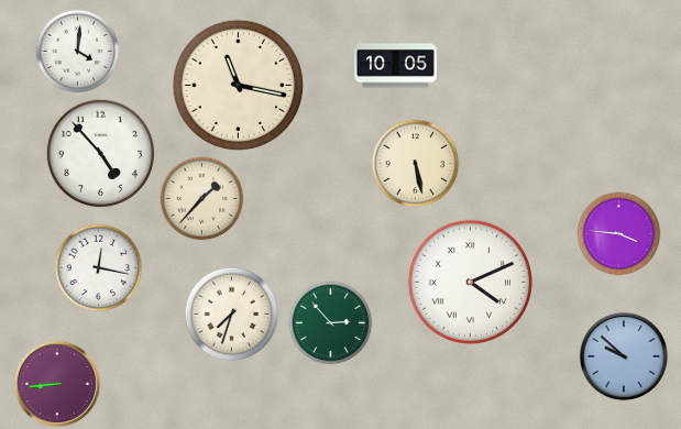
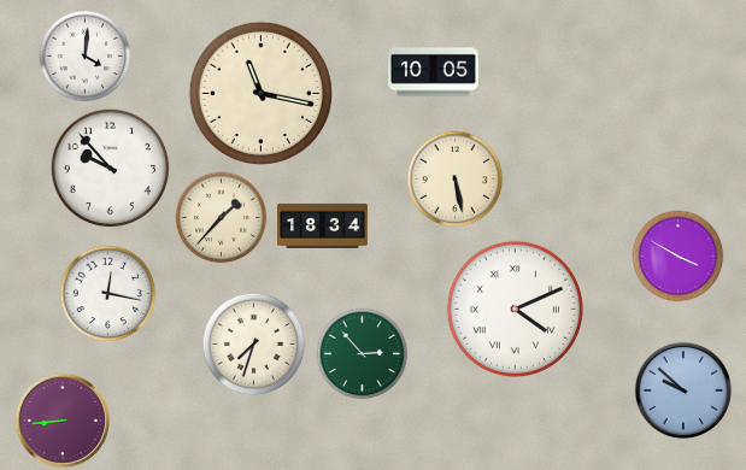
clock at (101, 154): 4:53 -> 9:53
clock at (323, 225): none -> 18:34
clock at (619, 234): 3:46 -> 3:50
